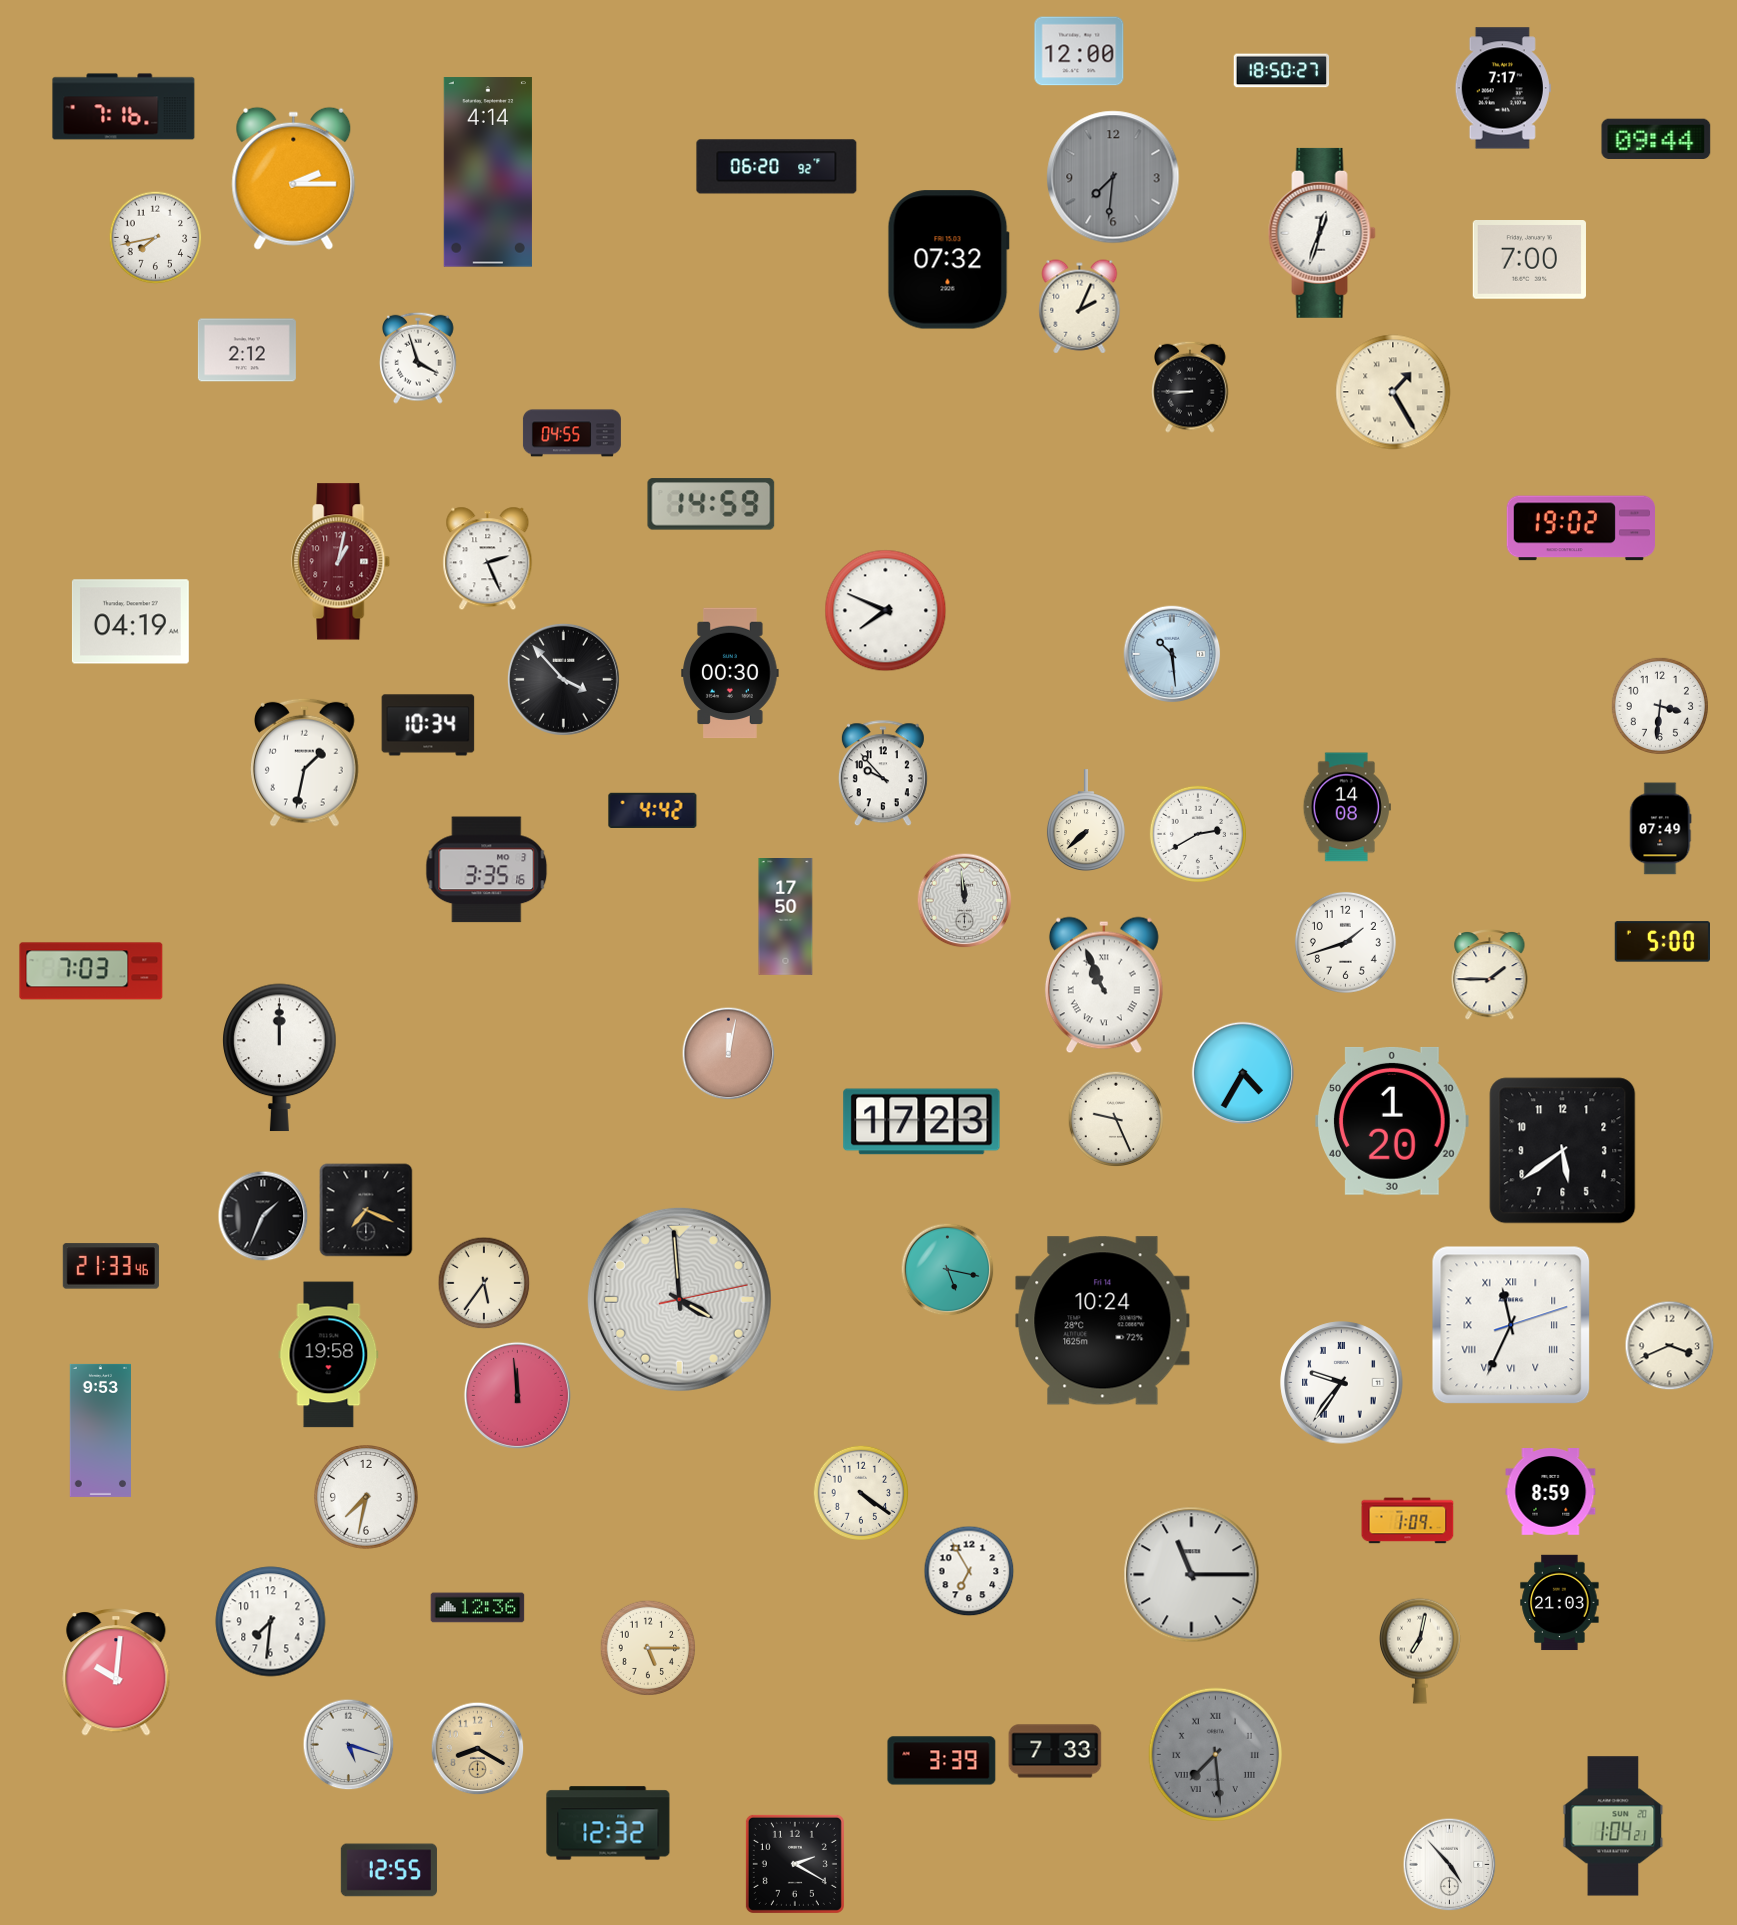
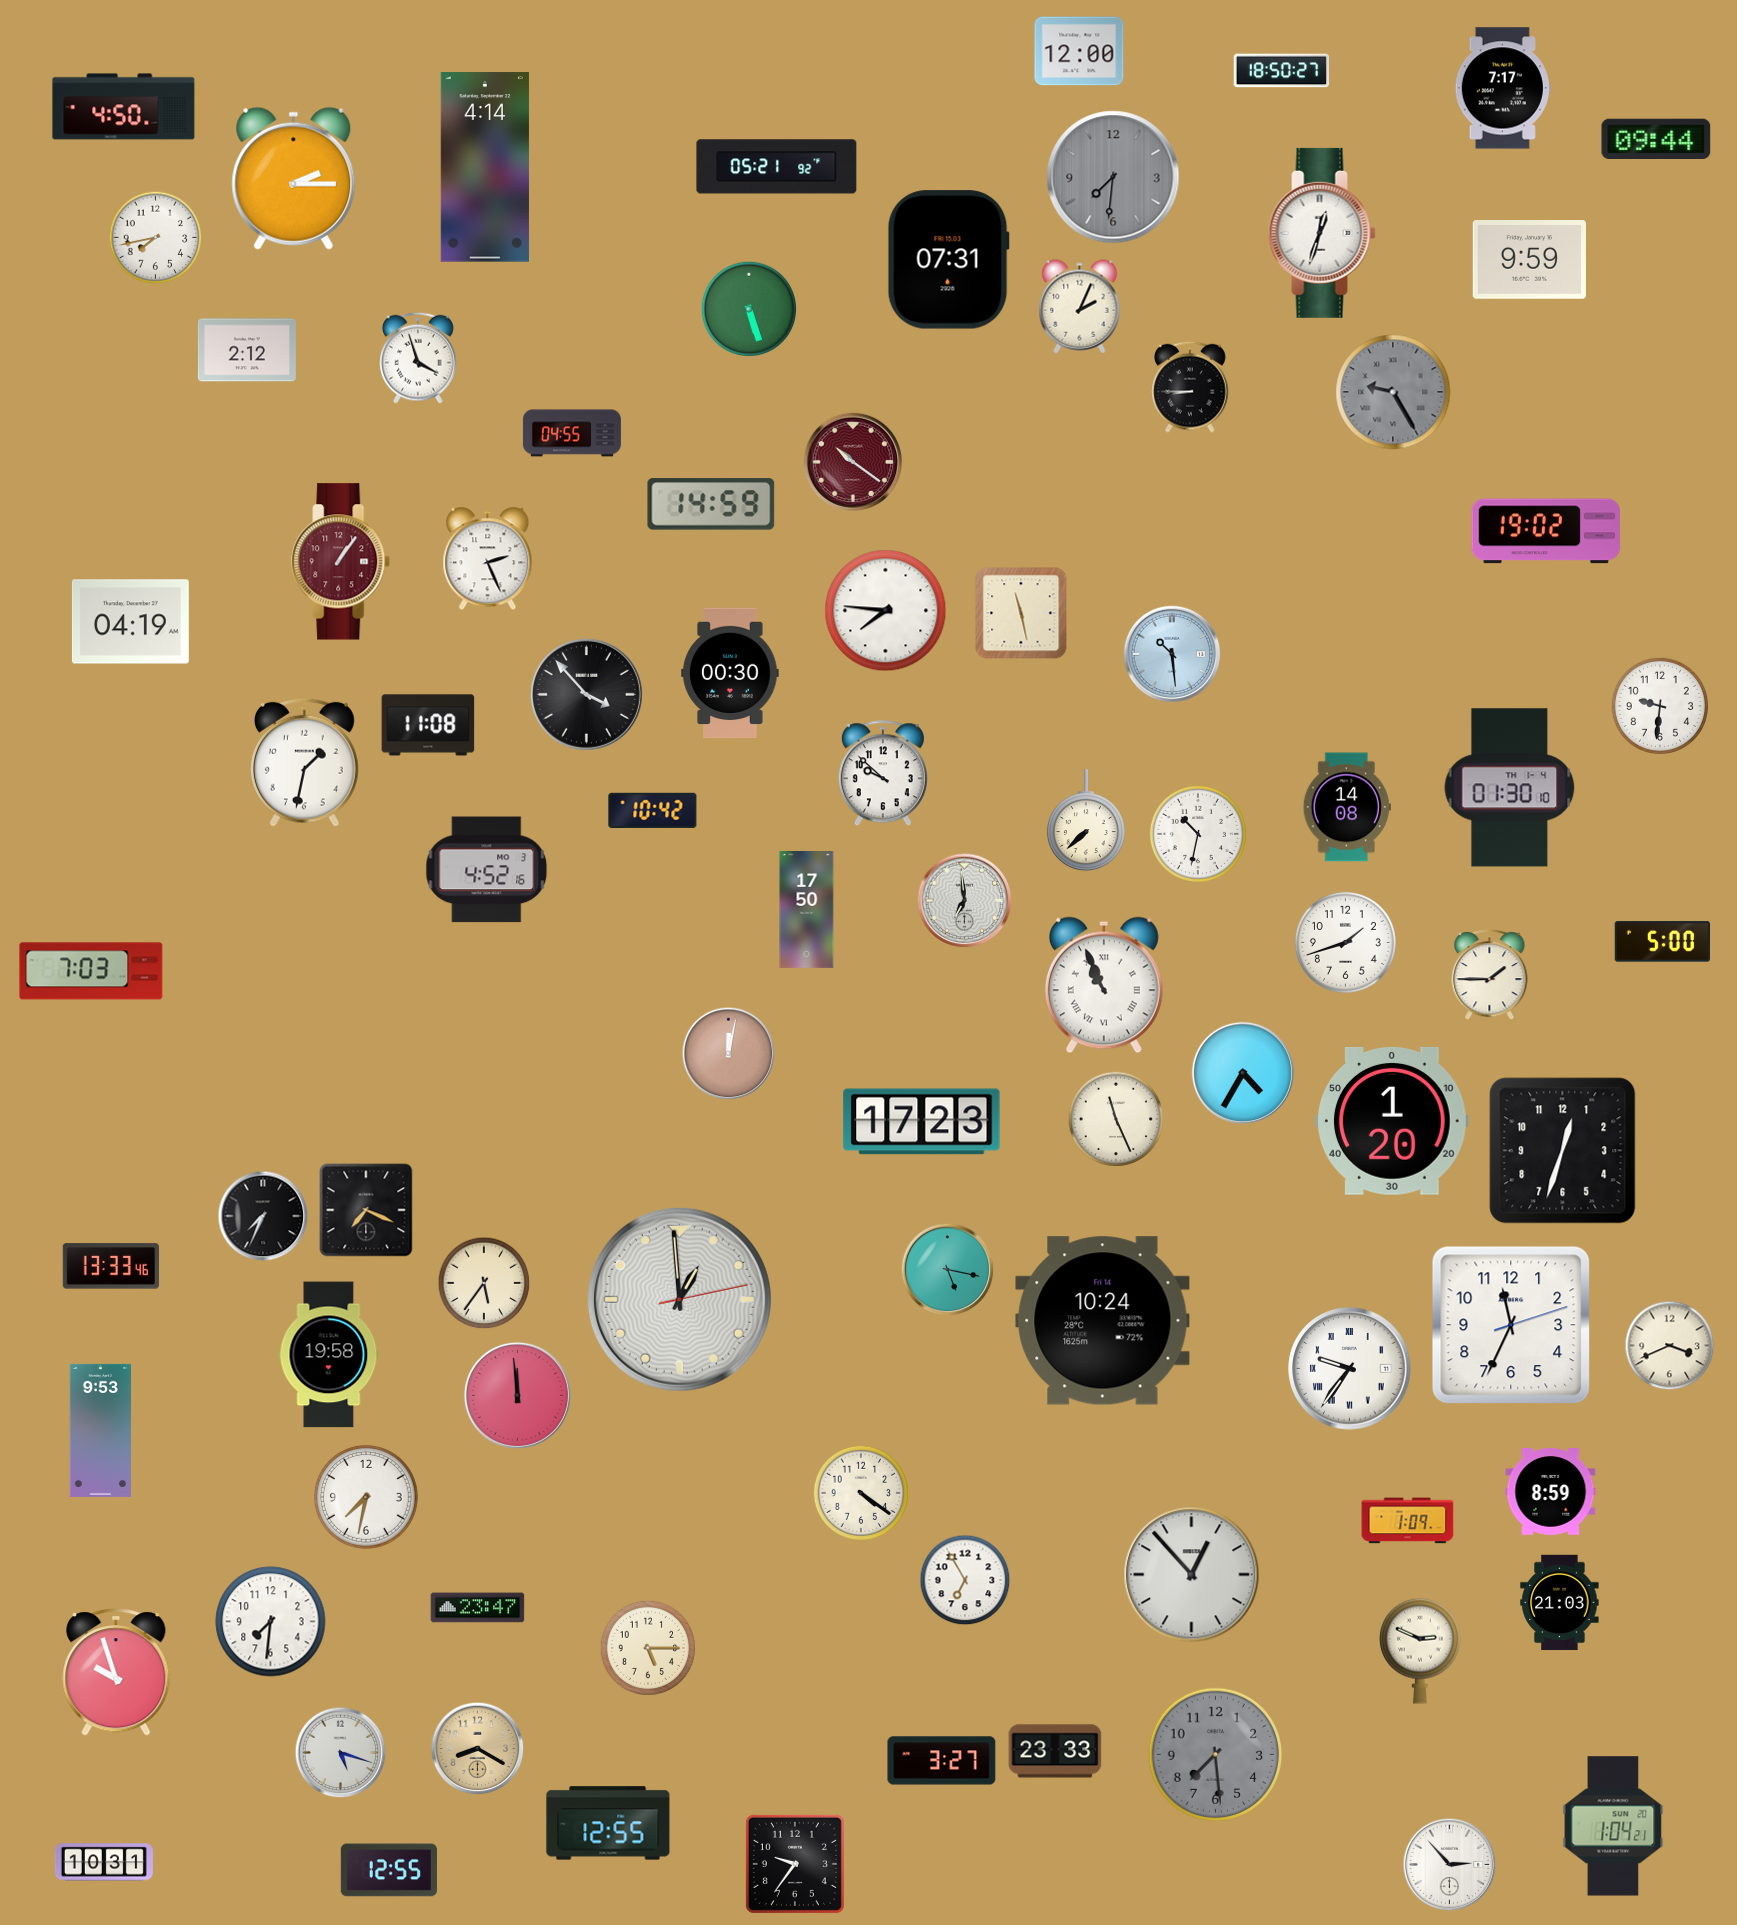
clock at (124, 107): 7:16 -> 4:50
clock at (777, 167): 06:20 -> 05:21
clock at (488, 172) position: (488, 172) -> (485, 167)
clock at (948, 260): 07:32 -> 07:31
clock at (1529, 260): 7:00 -> 9:59
clock at (748, 308): none -> 5:27
clock at (1393, 392): 1:25 -> 9:25
clock at (1393, 392) dial: cream -> grey
clock at (853, 462): none -> 10:21
clock at (1580, 528) position: (1580, 528) -> (1545, 531)
clock at (341, 562): 1:02 -> 1:06
clock at (886, 611): 7:49 -> 7:46
clock at (1021, 613): none -> 11:28
clock at (563, 679) position: (563, 679) -> (586, 694)
clock at (1660, 706): 3:31 -> 9:31
clock at (428, 725): 10:34 -> 11:08
clock at (883, 774): 9:53 -> 9:52
clock at (1510, 788): none -> 01:30
clock at (653, 810): 4:42 -> 10:42
clock at (1660, 829): 07:49 -> none
clock at (1198, 834): 2:40 -> 10:32
clock at (487, 870): 3:35 -> 4:52
clock at (965, 901): 11:59 -> 6:59
clock at (786, 917) position: (786, 917) -> (807, 910)
clock at (280, 1058): 12:00 -> none
clock at (1115, 1118): 9:26 -> 11:26
clock at (1563, 1151): 5:39 -> 12:33
clock at (263, 1216): 1:34 -> 7:34
clock at (111, 1266): 21:33 -> 13:33
clock at (679, 1299): 3:59 -> 12:59
clock at (1511, 1325) numerals: Roman -> Arabic
clock at (1342, 1383) position: (1342, 1383) -> (1350, 1369)
clock at (969, 1571) position: (969, 1571) -> (965, 1580)
clock at (1192, 1575): 11:15 -> 12:53
clock at (478, 1608): 12:36 -> 23:47
clock at (1421, 1651): 7:02 -> 2:49
clock at (116, 1672): 10:01 -> 9:57
clock at (349, 1745) position: (349, 1745) -> (341, 1753)
clock at (1055, 1751): 7:33 -> 23:33
clock at (1215, 1754) numerals: Roman -> Arabic
clock at (942, 1761): 3:39 -> 3:27
clock at (608, 1823): 12:32 -> 12:55
clock at (104, 1862): none -> 10:31
clock at (795, 1864): 2:20 -> 9:36
clock at (1450, 1865): 4:53 -> 2:53
